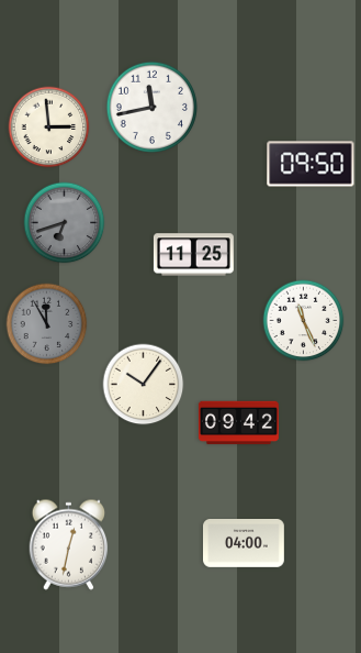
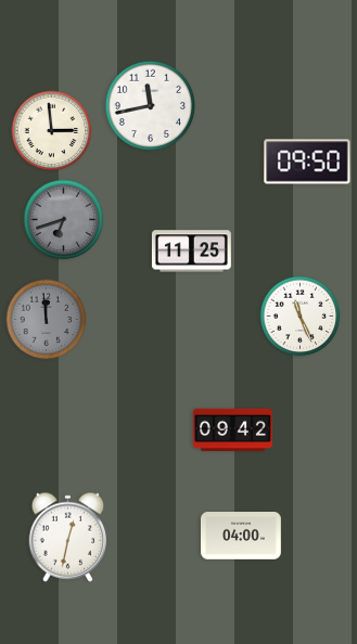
clock at (49, 128) position: (49, 128) -> (52, 131)
clock at (47, 324): 11:55 -> 11:59
clock at (144, 385): 10:06 -> none
clock at (238, 423) position: (238, 423) -> (232, 430)
